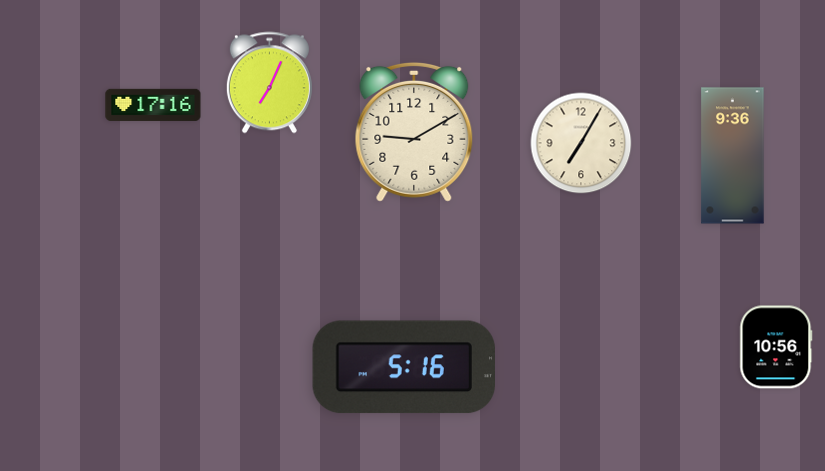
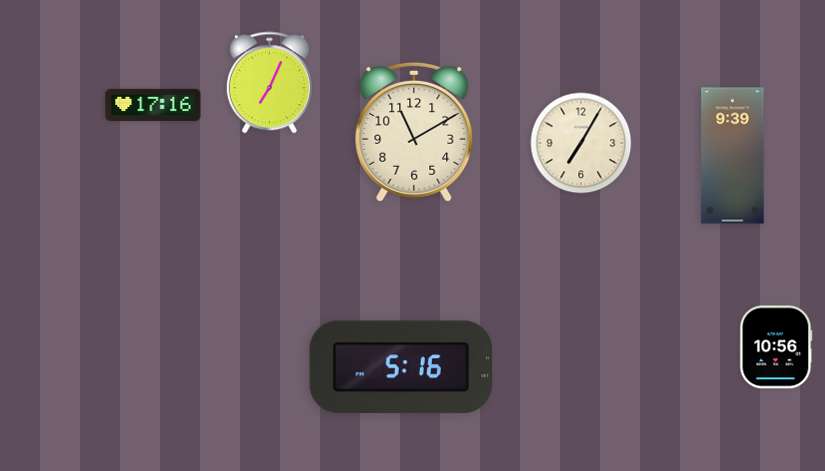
clock at (414, 132): 9:10 -> 11:10
clock at (733, 156): 9:36 -> 9:39
clock at (403, 367) position: (403, 367) -> (400, 367)
